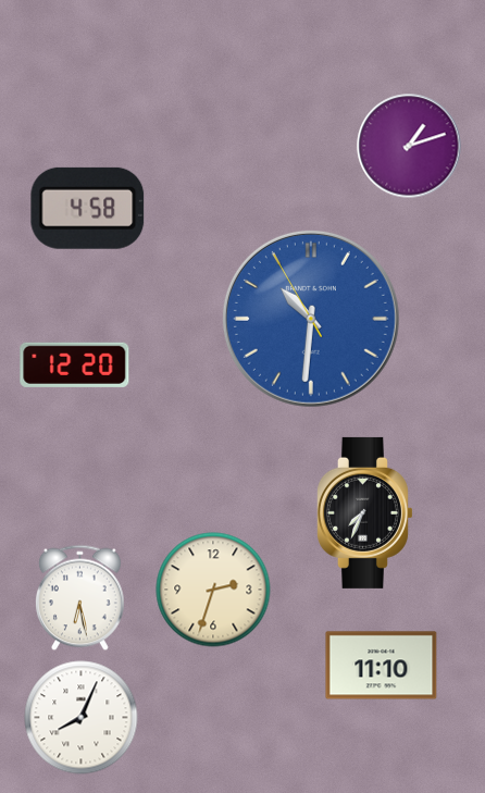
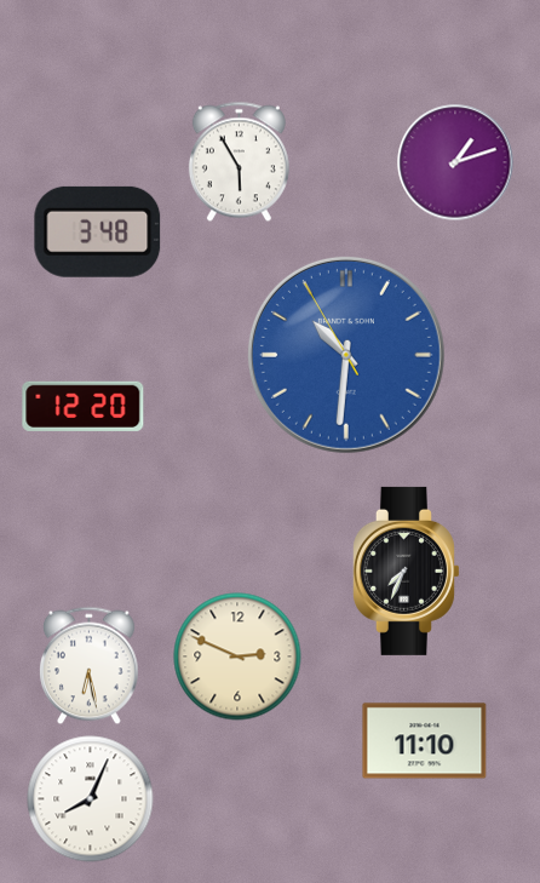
clock at (239, 162): none -> 5:55
clock at (88, 208): 4:58 -> 3:48
clock at (213, 590): 2:33 -> 2:49
